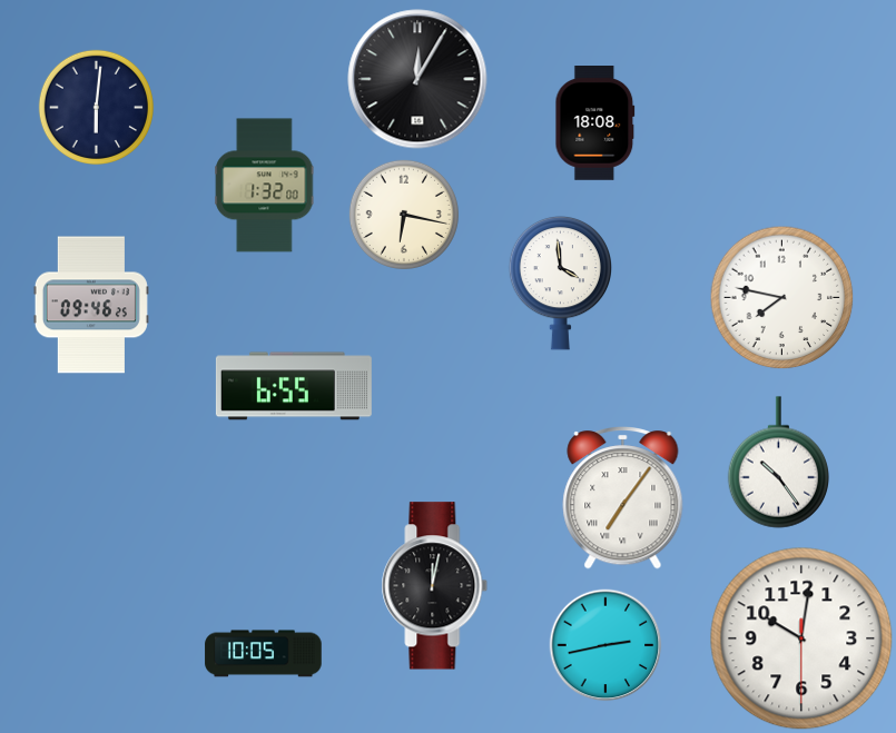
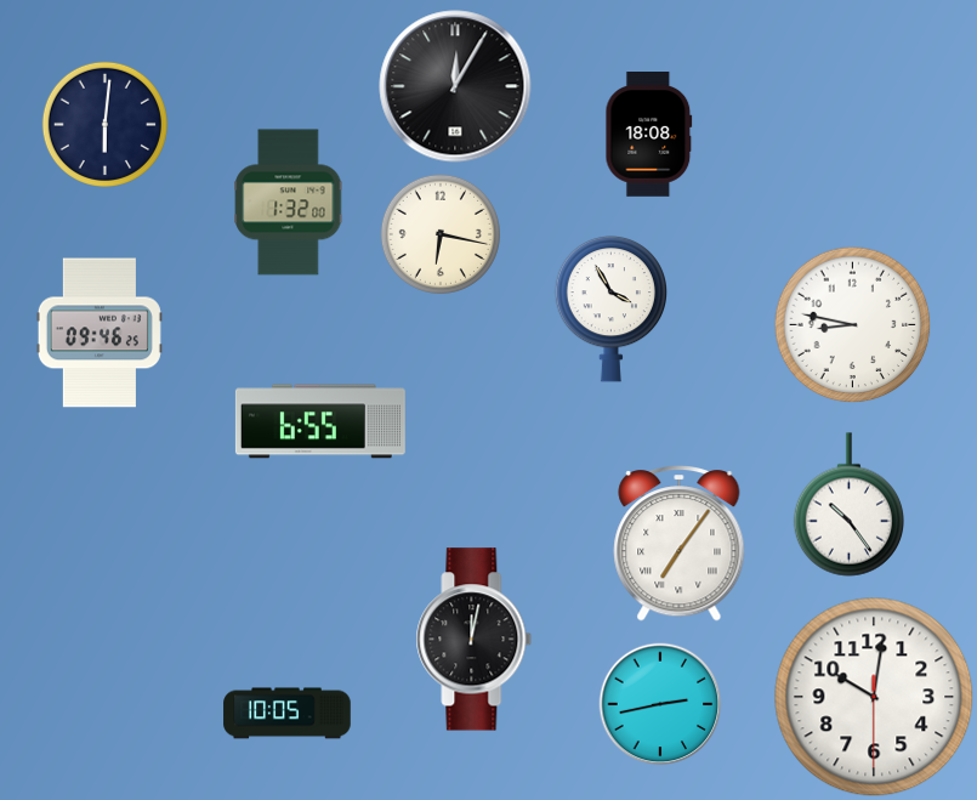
clock at (96, 107) position: (96, 107) -> (104, 124)
clock at (561, 283): 3:59 -> 3:55
clock at (782, 298): 7:47 -> 8:47
